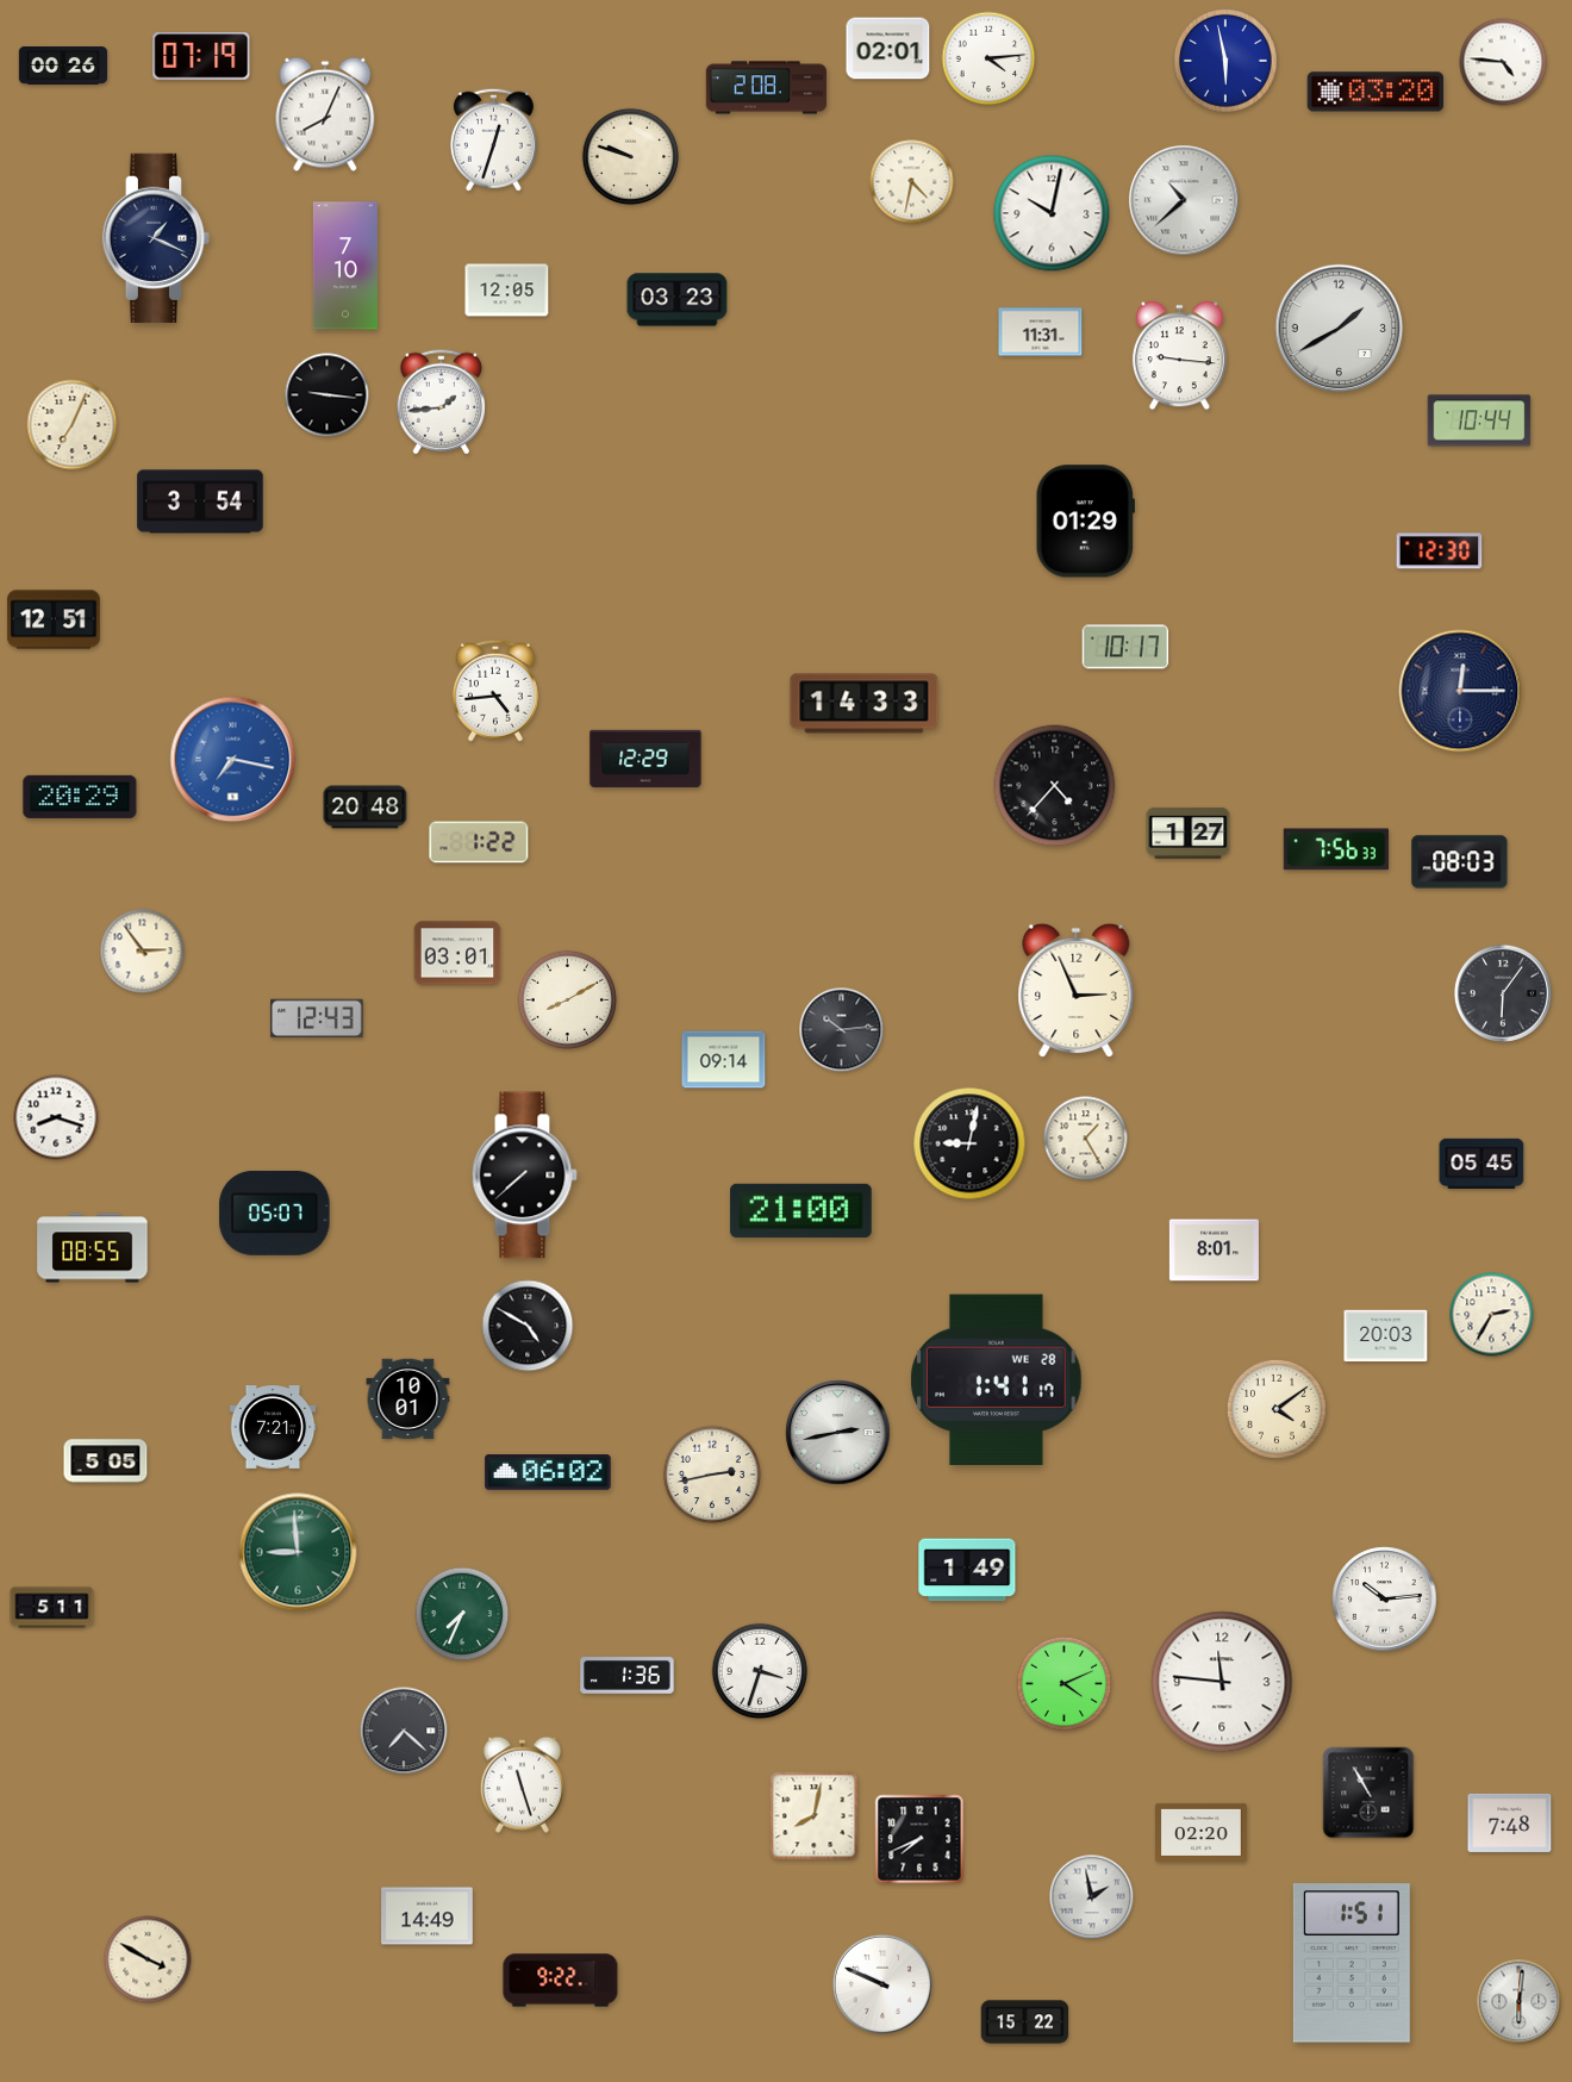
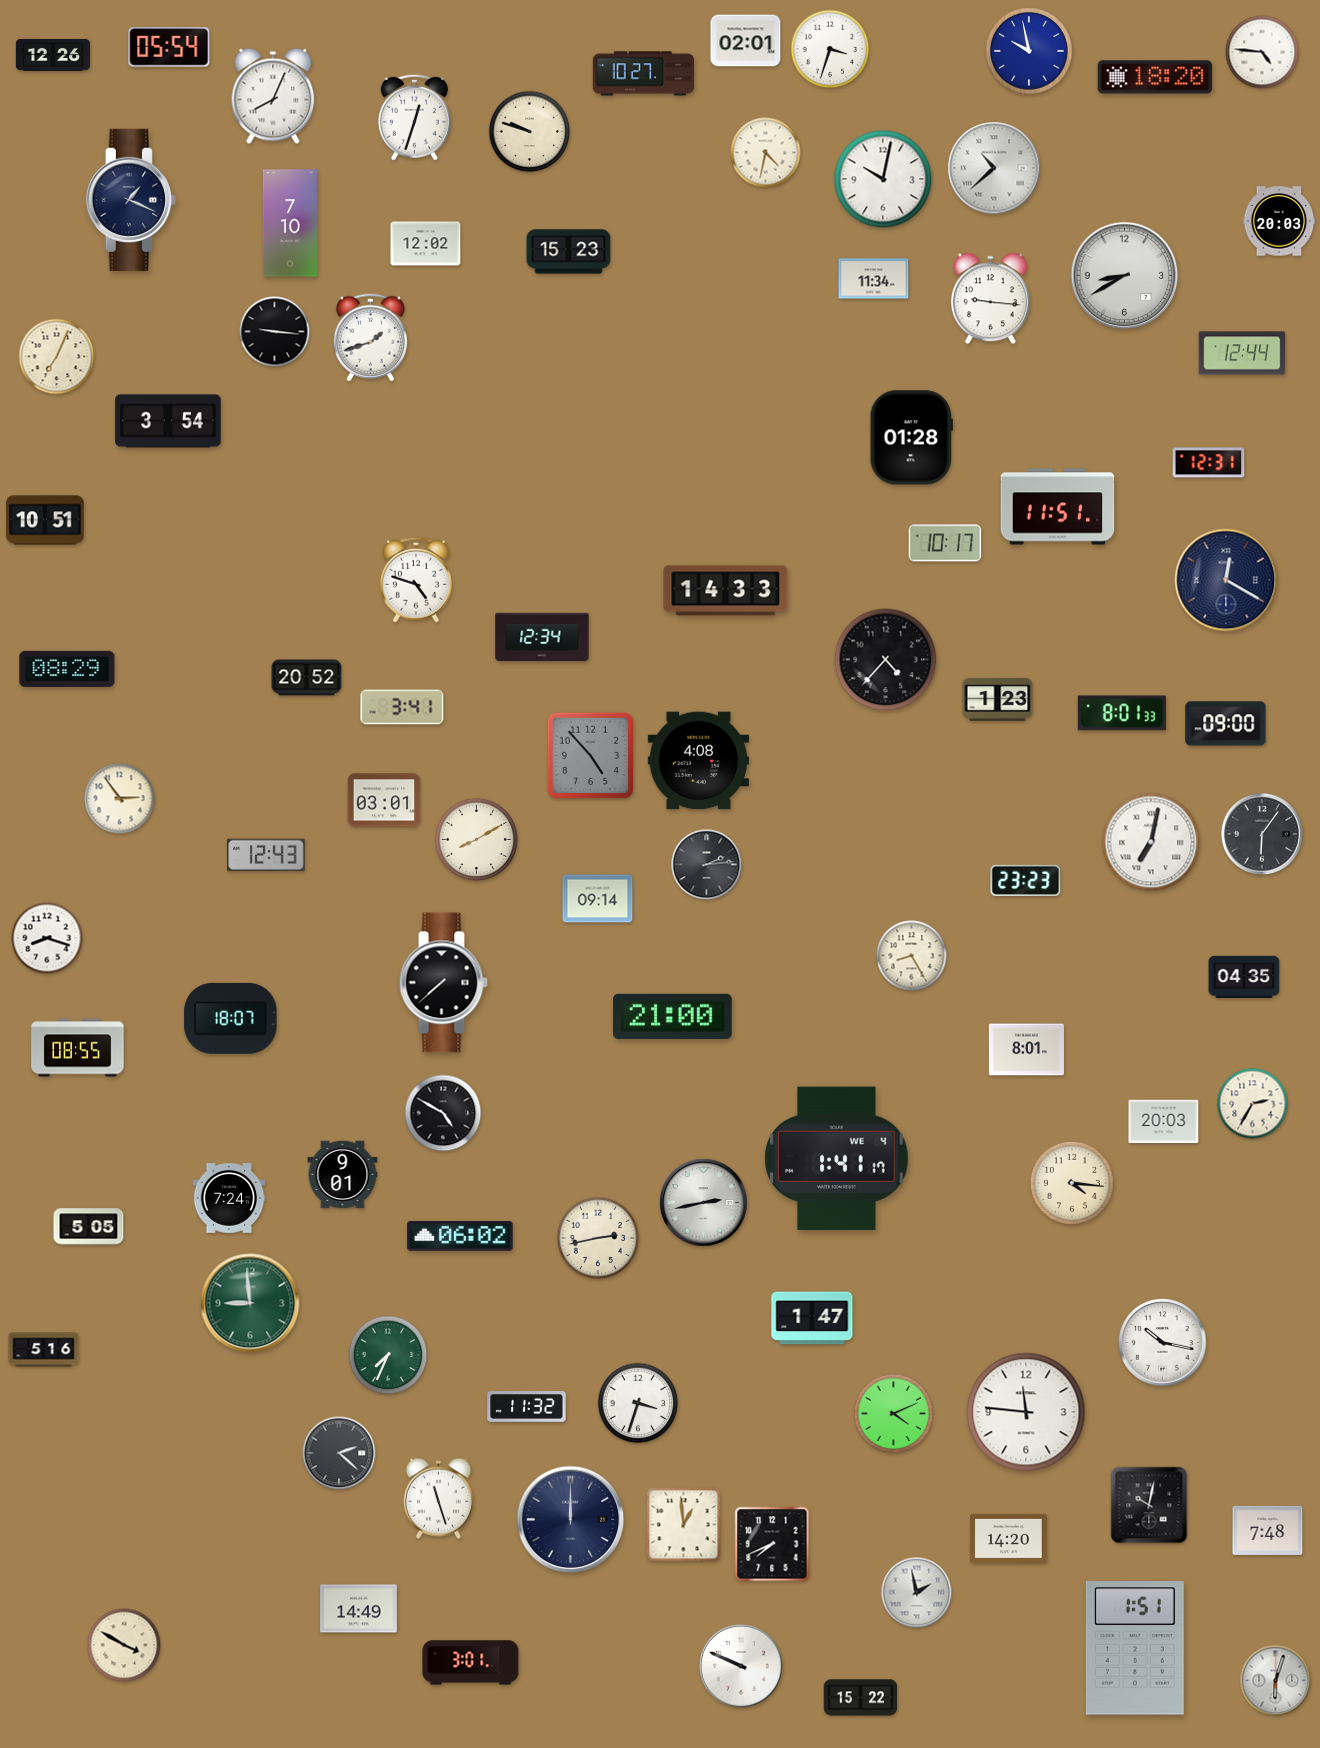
clock at (201, 57): 07:19 -> 05:54
clock at (988, 58): 4:14 -> 3:33
clock at (1225, 61): 5:58 -> 9:58
clock at (63, 66): 00:26 -> 12:26
clock at (767, 88): 2:08 -> 10:27
clock at (1375, 92): 03:20 -> 18:20
clock at (1279, 221): none -> 20:03
clock at (507, 291): 12:05 -> 12:02
clock at (678, 300): 03:23 -> 15:23
clock at (1340, 329): 1:40 -> 8:40
clock at (1041, 332): 11:31 -> 11:34
clock at (441, 403): 1:44 -> 1:42
clock at (1479, 420): 10:44 -> 12:44
clock at (73, 425) position: (73, 425) -> (57, 357)
clock at (1085, 522): 01:29 -> 01:28
clock at (1440, 551): 12:30 -> 12:31
clock at (1058, 507): none -> 11:51
clock at (54, 619): 12:51 -> 10:51
clock at (495, 691): 4:44 -> 4:48
clock at (1460, 691): 12:15 -> 12:20
clock at (645, 759): 12:29 -> 12:34
clock at (233, 760): 7:17 -> none
clock at (80, 797): 20:29 -> 08:29
clock at (366, 808): 20:48 -> 20:52
clock at (1189, 833): 1:27 -> 1:23
clock at (479, 842): 1:22 -> 3:41
clock at (1336, 849): 7:56 -> 8:01
clock at (1460, 862): 08:03 -> 09:00
clock at (591, 756): none -> 4:53
clock at (698, 761): none -> 4:08
clock at (1077, 991): 2:56 -> none
clock at (1151, 842): none -> 7:02
clock at (842, 1030): 10:14 -> 2:14
clock at (1026, 880): none -> 23:23
clock at (724, 1060) position: (724, 1060) -> (598, 899)
clock at (1086, 1139): 1:25 -> 8:25
clock at (969, 1143): 9:02 -> none
clock at (1481, 1162): 05:45 -> 04:35
clock at (524, 1176) position: (524, 1176) -> (443, 983)
clock at (275, 1213): 05:07 -> 18:07
clock at (1214, 1251) position: (1214, 1251) -> (1026, 1050)
clock at (997, 1379) date: WE 28 -> WE 4
clock at (408, 1400): 10:01 -> 9:01
clock at (1277, 1409): 4:09 -> 4:16
clock at (273, 1428): 7:21 -> 7:24
clock at (967, 1570): 1:49 -> 1:47
clock at (1385, 1600): 10:14 -> 10:17
clock at (52, 1608): 5:11 -> 5:16
clock at (628, 1676): 1:36 -> 11:32
clock at (404, 1731): 7:22 -> 2:22
clock at (1368, 1793): 10:55 -> 10:02
clock at (571, 1520): none -> 12:00
clock at (815, 1816): 8:02 -> 12:59
clock at (1202, 1832): 02:20 -> 14:20
clock at (561, 1981): 9:22 -> 3:01
clock at (1520, 2002): 6:01 -> 6:03
